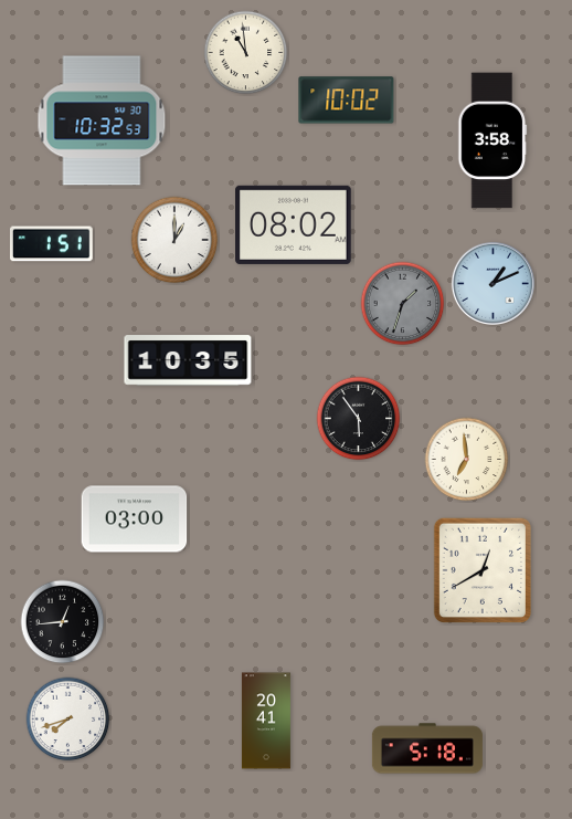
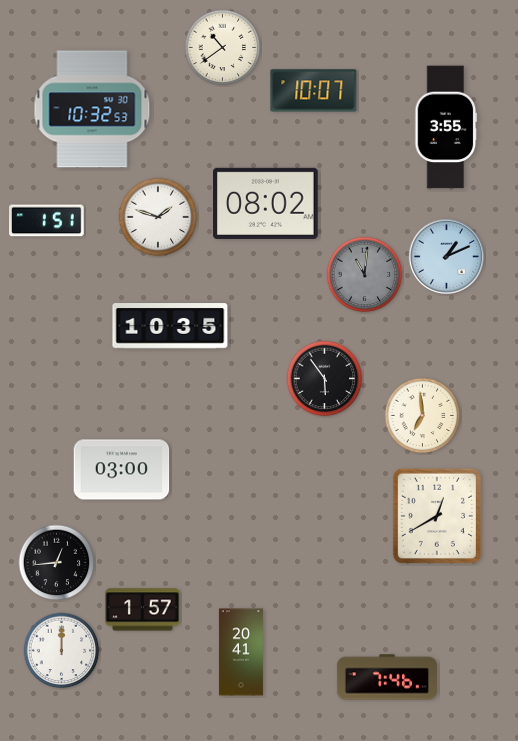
clock at (246, 53): 10:59 -> 10:39
clock at (347, 101): 10:02 -> 10:07
clock at (492, 140): 3:58 -> 3:55
clock at (174, 240): 1:00 -> 1:48
clock at (403, 304): 1:33 -> 11:01
clock at (143, 610): none -> 1:57
clock at (68, 720): 7:42 -> 12:00
clock at (427, 748): 5:18 -> 7:46
